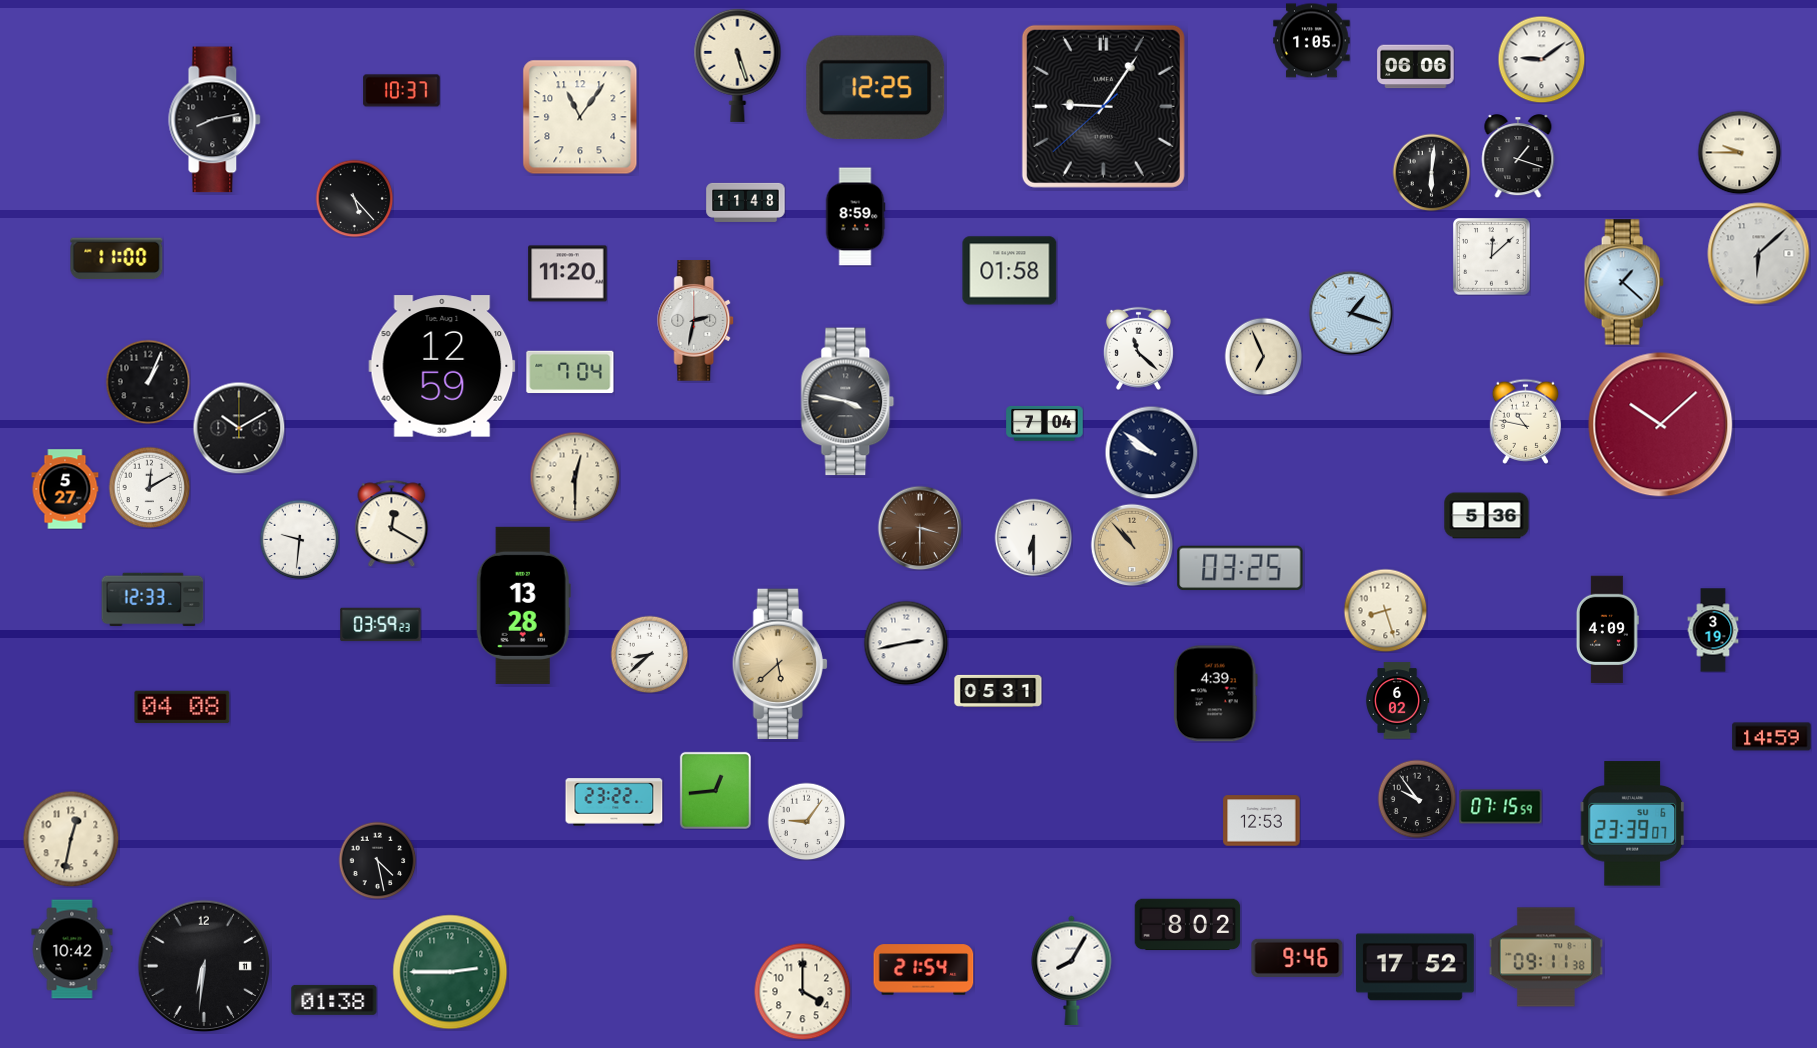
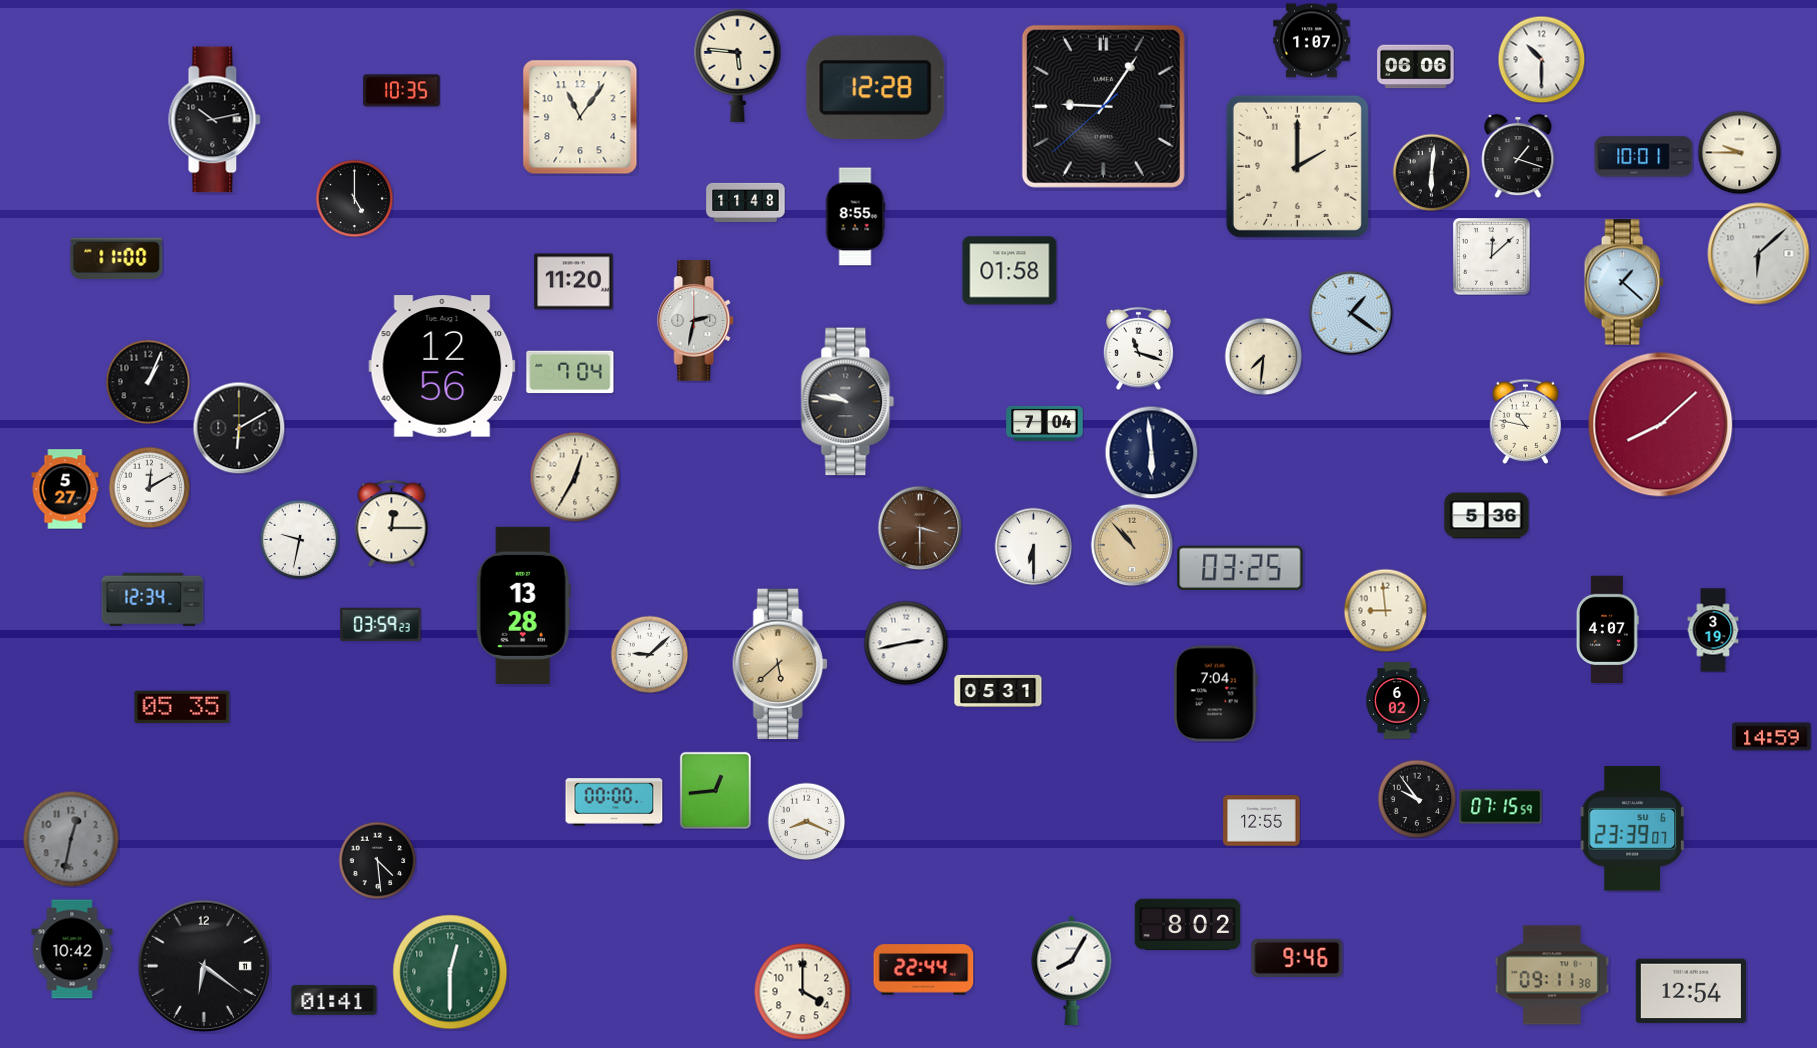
clock at (1312, 41): 1:05 -> 1:07
clock at (1541, 59): 9:09 -> 10:30
clock at (738, 65): 5:27 -> 5:46
clock at (876, 87): 12:25 -> 12:28
clock at (402, 91): 10:37 -> 10:35
clock at (215, 120): 8:13 -> 10:13
clock at (1644, 157): none -> 10:01
clock at (1297, 166): none -> 2:00
clock at (354, 198): 5:23 -> 5:00
clock at (855, 217): 8:59 -> 8:55
clock at (568, 274) position: (568, 274) -> (574, 282)
clock at (1351, 313): 1:18 -> 1:21
clock at (1138, 348): 11:22 -> 11:18
clock at (1263, 356): 6:56 -> 7:31
clock at (442, 366): 12:59 -> 12:56
clock at (848, 402): 3:47 -> 9:47
clock at (1661, 425): 10:08 -> 8:08
clock at (239, 428): 10:10 -> 6:10
clock at (1151, 452): 9:51 -> 5:59
clock at (575, 477): 12:30 -> 12:35
clock at (392, 523): 12:20 -> 12:15
clock at (1033, 537) position: (1033, 537) -> (1033, 546)
clock at (299, 539): 9:31 -> 9:32
clock at (153, 600): 12:33 -> 12:34
clock at (1385, 610): 8:27 -> 8:59
clock at (1607, 630): 4:09 -> 4:07
clock at (649, 654): 8:38 -> 9:08
clock at (1215, 694): 4:39 -> 7:04
clock at (182, 707): 04:08 -> 05:35
clock at (614, 802): 23:22 -> 00:00
clock at (806, 821): 9:06 -> 8:19
clock at (1262, 821): 12:53 -> 12:55
clock at (1632, 824) position: (1632, 824) -> (1632, 829)
clock at (71, 839) dial: cream -> grey
clock at (377, 860): 4:28 -> 4:29
clock at (1546, 957) position: (1546, 957) -> (1552, 975)
clock at (204, 966): 6:31 -> 6:21
clock at (1415, 967): 17:52 -> none
clock at (924, 970): 21:54 -> 22:44
clock at (450, 972): 2:45 -> 12:30
clock at (1691, 991): none -> 12:54
clock at (334, 1000): 01:38 -> 01:41
